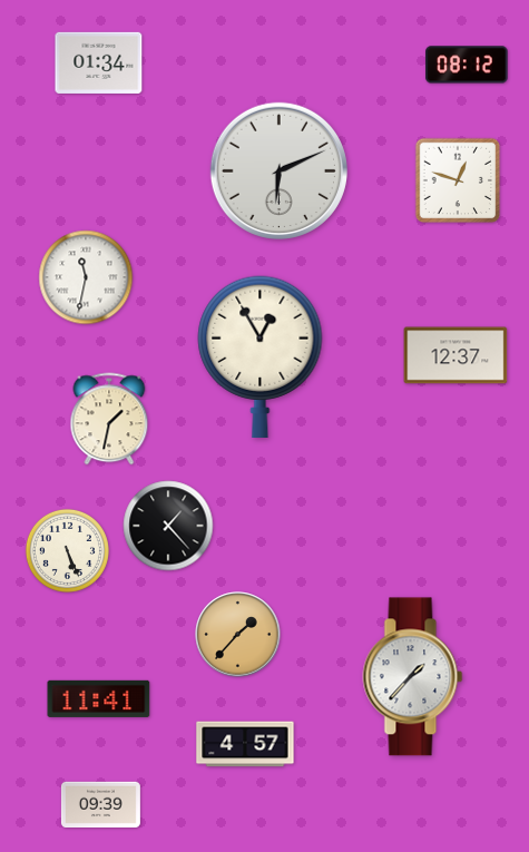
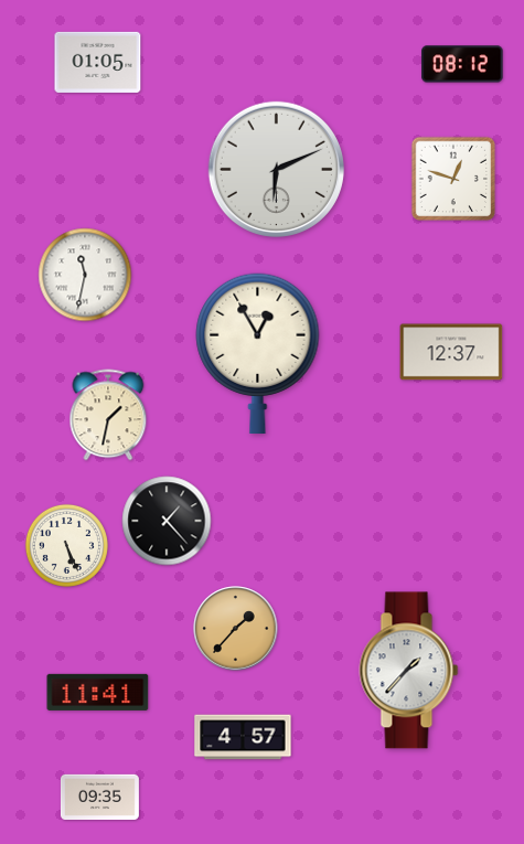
clock at (99, 62): 01:34 -> 01:05
clock at (100, 804): 09:39 -> 09:35
